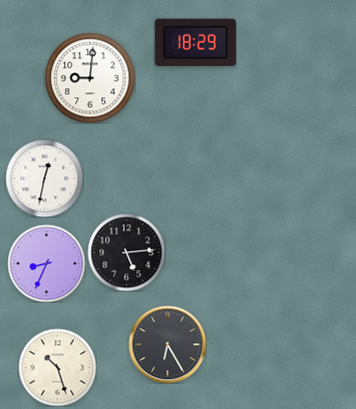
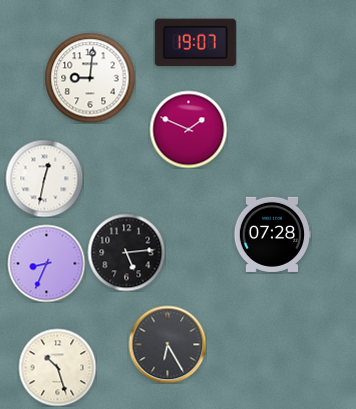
clock at (195, 43): 18:29 -> 19:07
clock at (188, 129): none -> 1:49
clock at (272, 234): none -> 07:28
